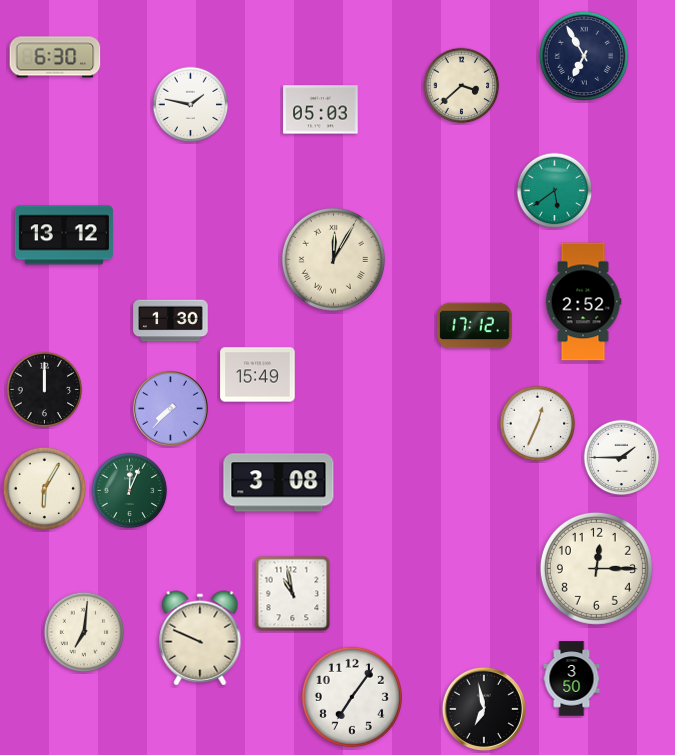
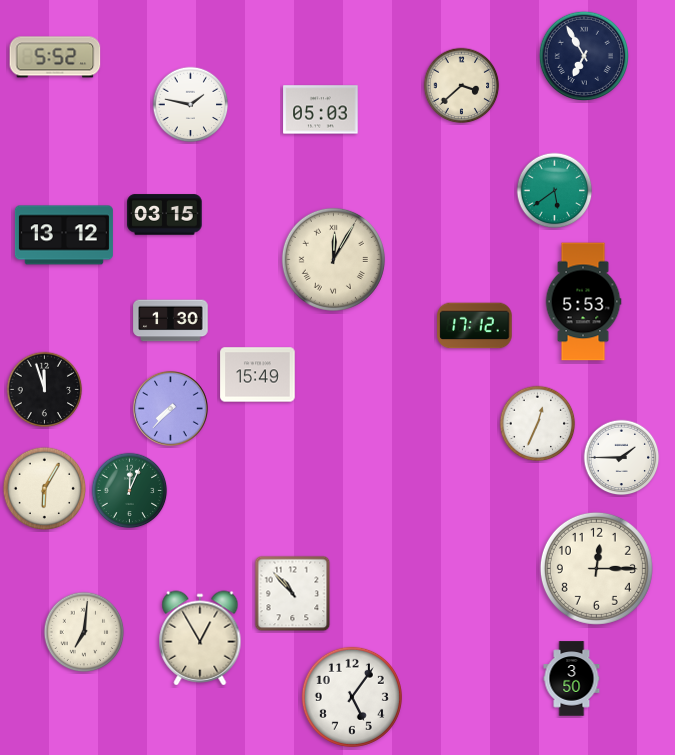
clock at (55, 57): 6:30 -> 5:52
clock at (165, 215): none -> 03:15
clock at (583, 302): 2:52 -> 5:53
clock at (45, 390): 12:00 -> 11:57
clock at (279, 483): 3:08 -> none
clock at (293, 594): 10:58 -> 10:53
clock at (200, 638): 9:49 -> 12:55
clock at (352, 697): 7:06 -> 5:06
clock at (484, 709): 6:58 -> none
